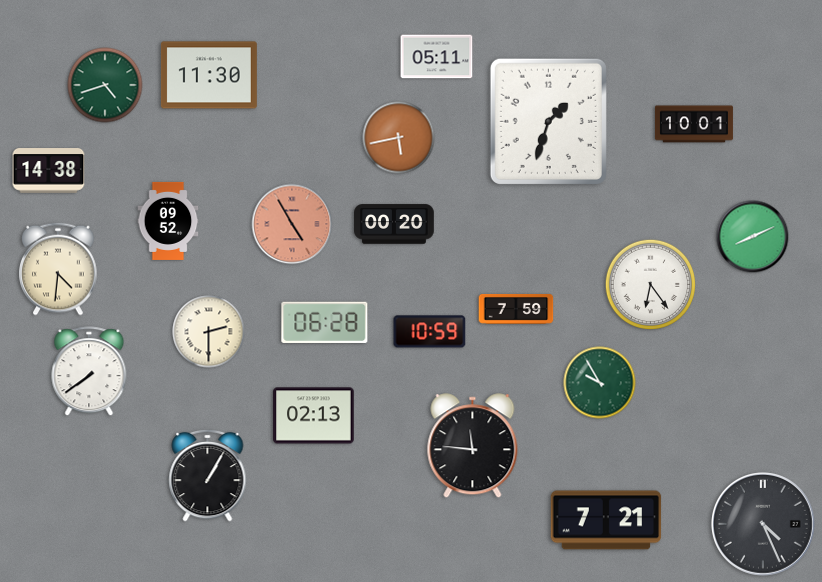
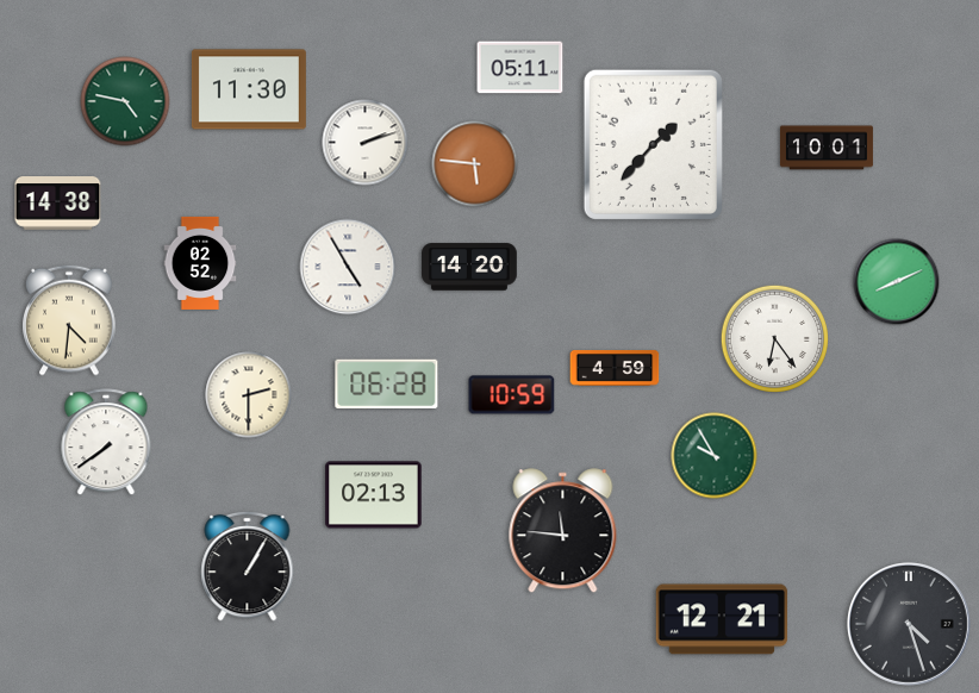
clock at (105, 85): 4:42 -> 4:47
clock at (366, 143): none -> 2:12
clock at (548, 121): 1:33 -> 1:37
clock at (399, 138): 5:43 -> 5:46
clock at (168, 221): 09:52 -> 02:52
clock at (292, 224) dial: salmon -> white
clock at (394, 224): 00:20 -> 14:20
clock at (516, 310): 7:59 -> 4:59
clock at (606, 520): 7:21 -> 12:21
clock at (763, 524): 4:26 -> 4:27
